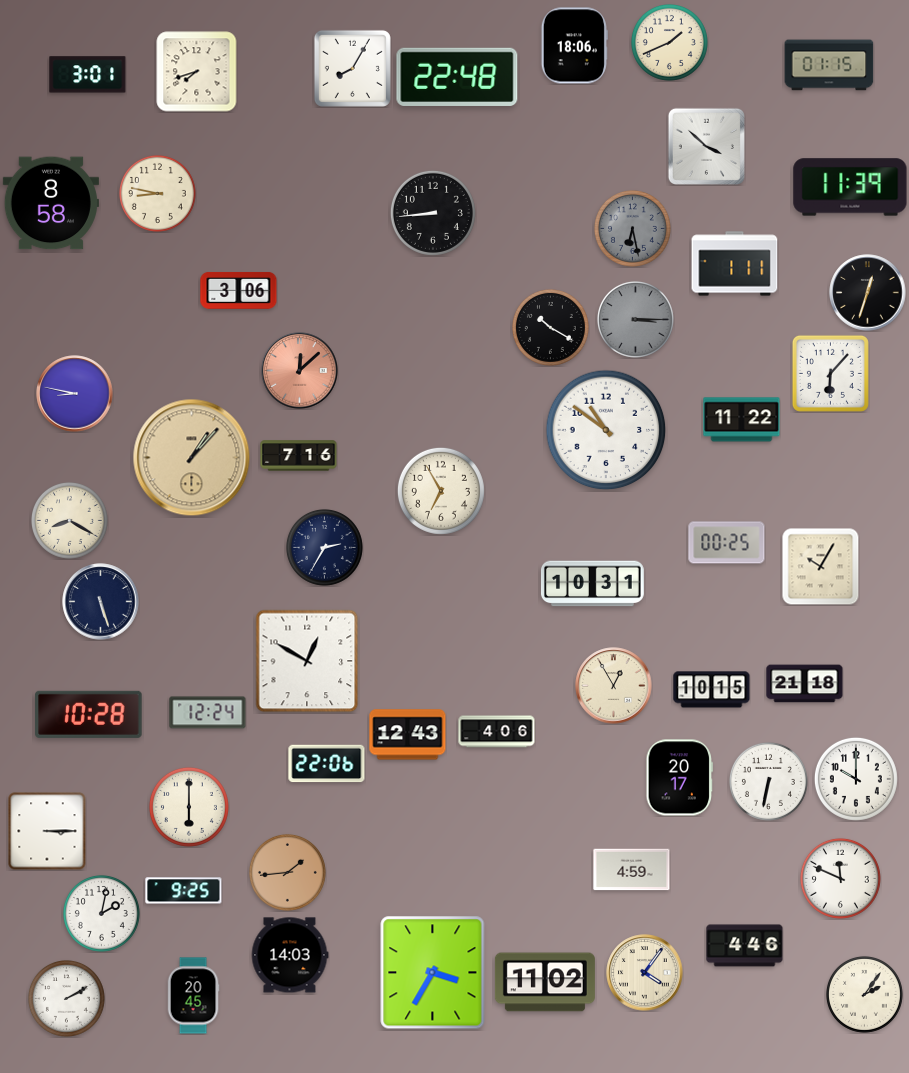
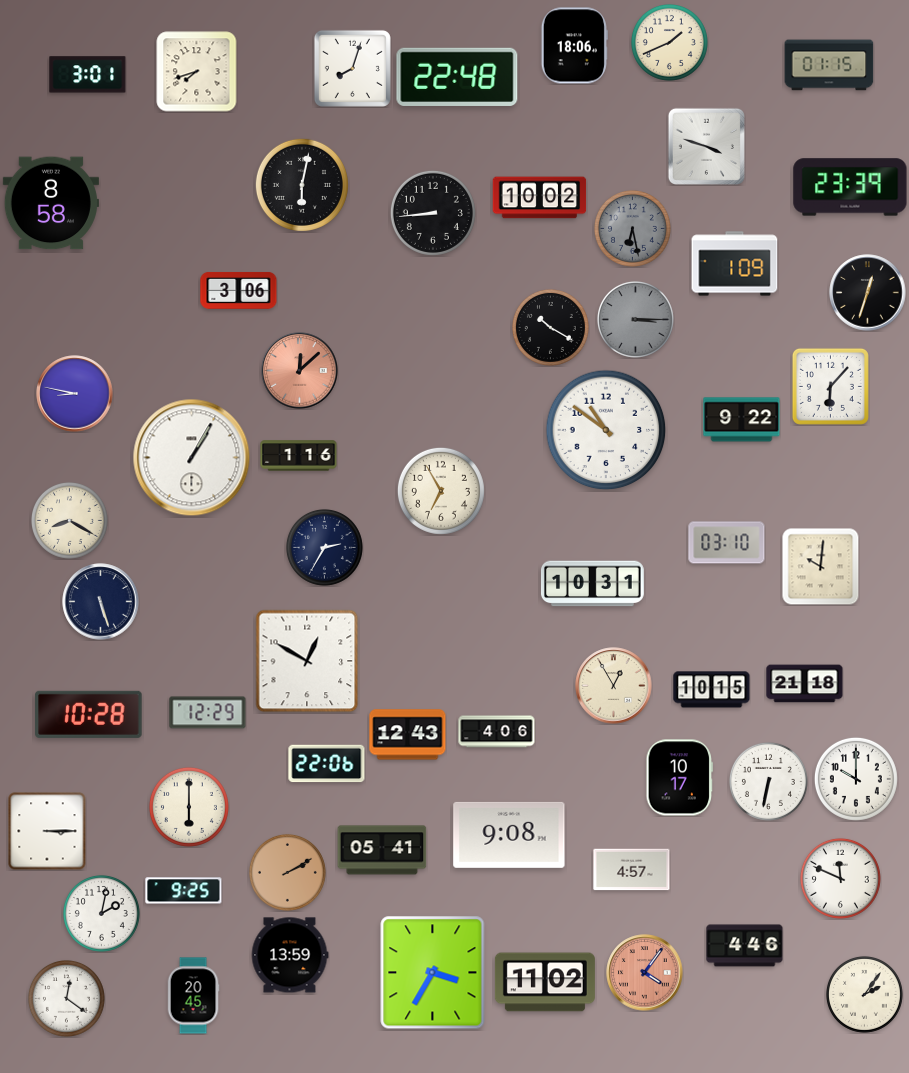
clock at (352, 68): 8:05 -> 8:03
clock at (706, 146): 3:52 -> 3:48
clock at (302, 185): none -> 6:02
clock at (850, 187): 11:39 -> 23:39
clock at (157, 193): 8:47 -> none
clock at (540, 198): none -> 10:02
clock at (735, 264): 1:11 -> 1:09
clock at (830, 373) position: (830, 373) -> (830, 386)
clock at (742, 420): 11:22 -> 9:22
clock at (299, 456): 7:16 -> 1:16
clock at (192, 458): 1:07 -> 1:05
clock at (192, 458) dial: champagne -> white
clock at (727, 543): 00:25 -> 03:10
clock at (820, 566): 10:05 -> 10:01
clock at (208, 713): 12:24 -> 12:29
clock at (680, 778): 20:17 -> 10:17
clock at (509, 835): none -> 9:08
clock at (382, 850): none -> 05:41
clock at (632, 870): 4:59 -> 4:57
clock at (287, 872): 1:44 -> 2:10
clock at (290, 955): 14:03 -> 13:59
clock at (645, 973) dial: cream -> salmon
clock at (66, 998): 2:10 -> 12:21
